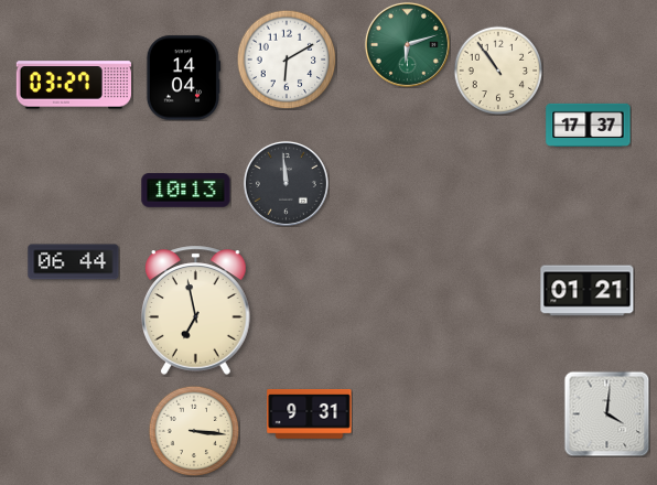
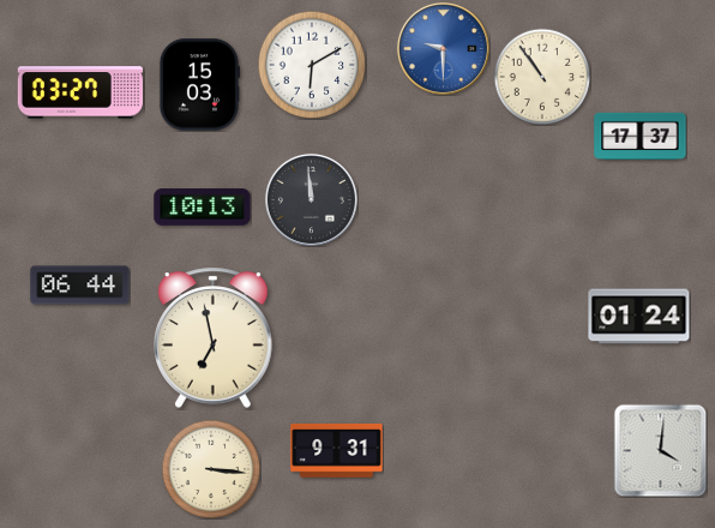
clock at (407, 44): 6:12 -> 9:30
clock at (407, 44) dial: green -> blue
clock at (183, 78): 14:04 -> 15:03
clock at (588, 291): 01:21 -> 01:24
